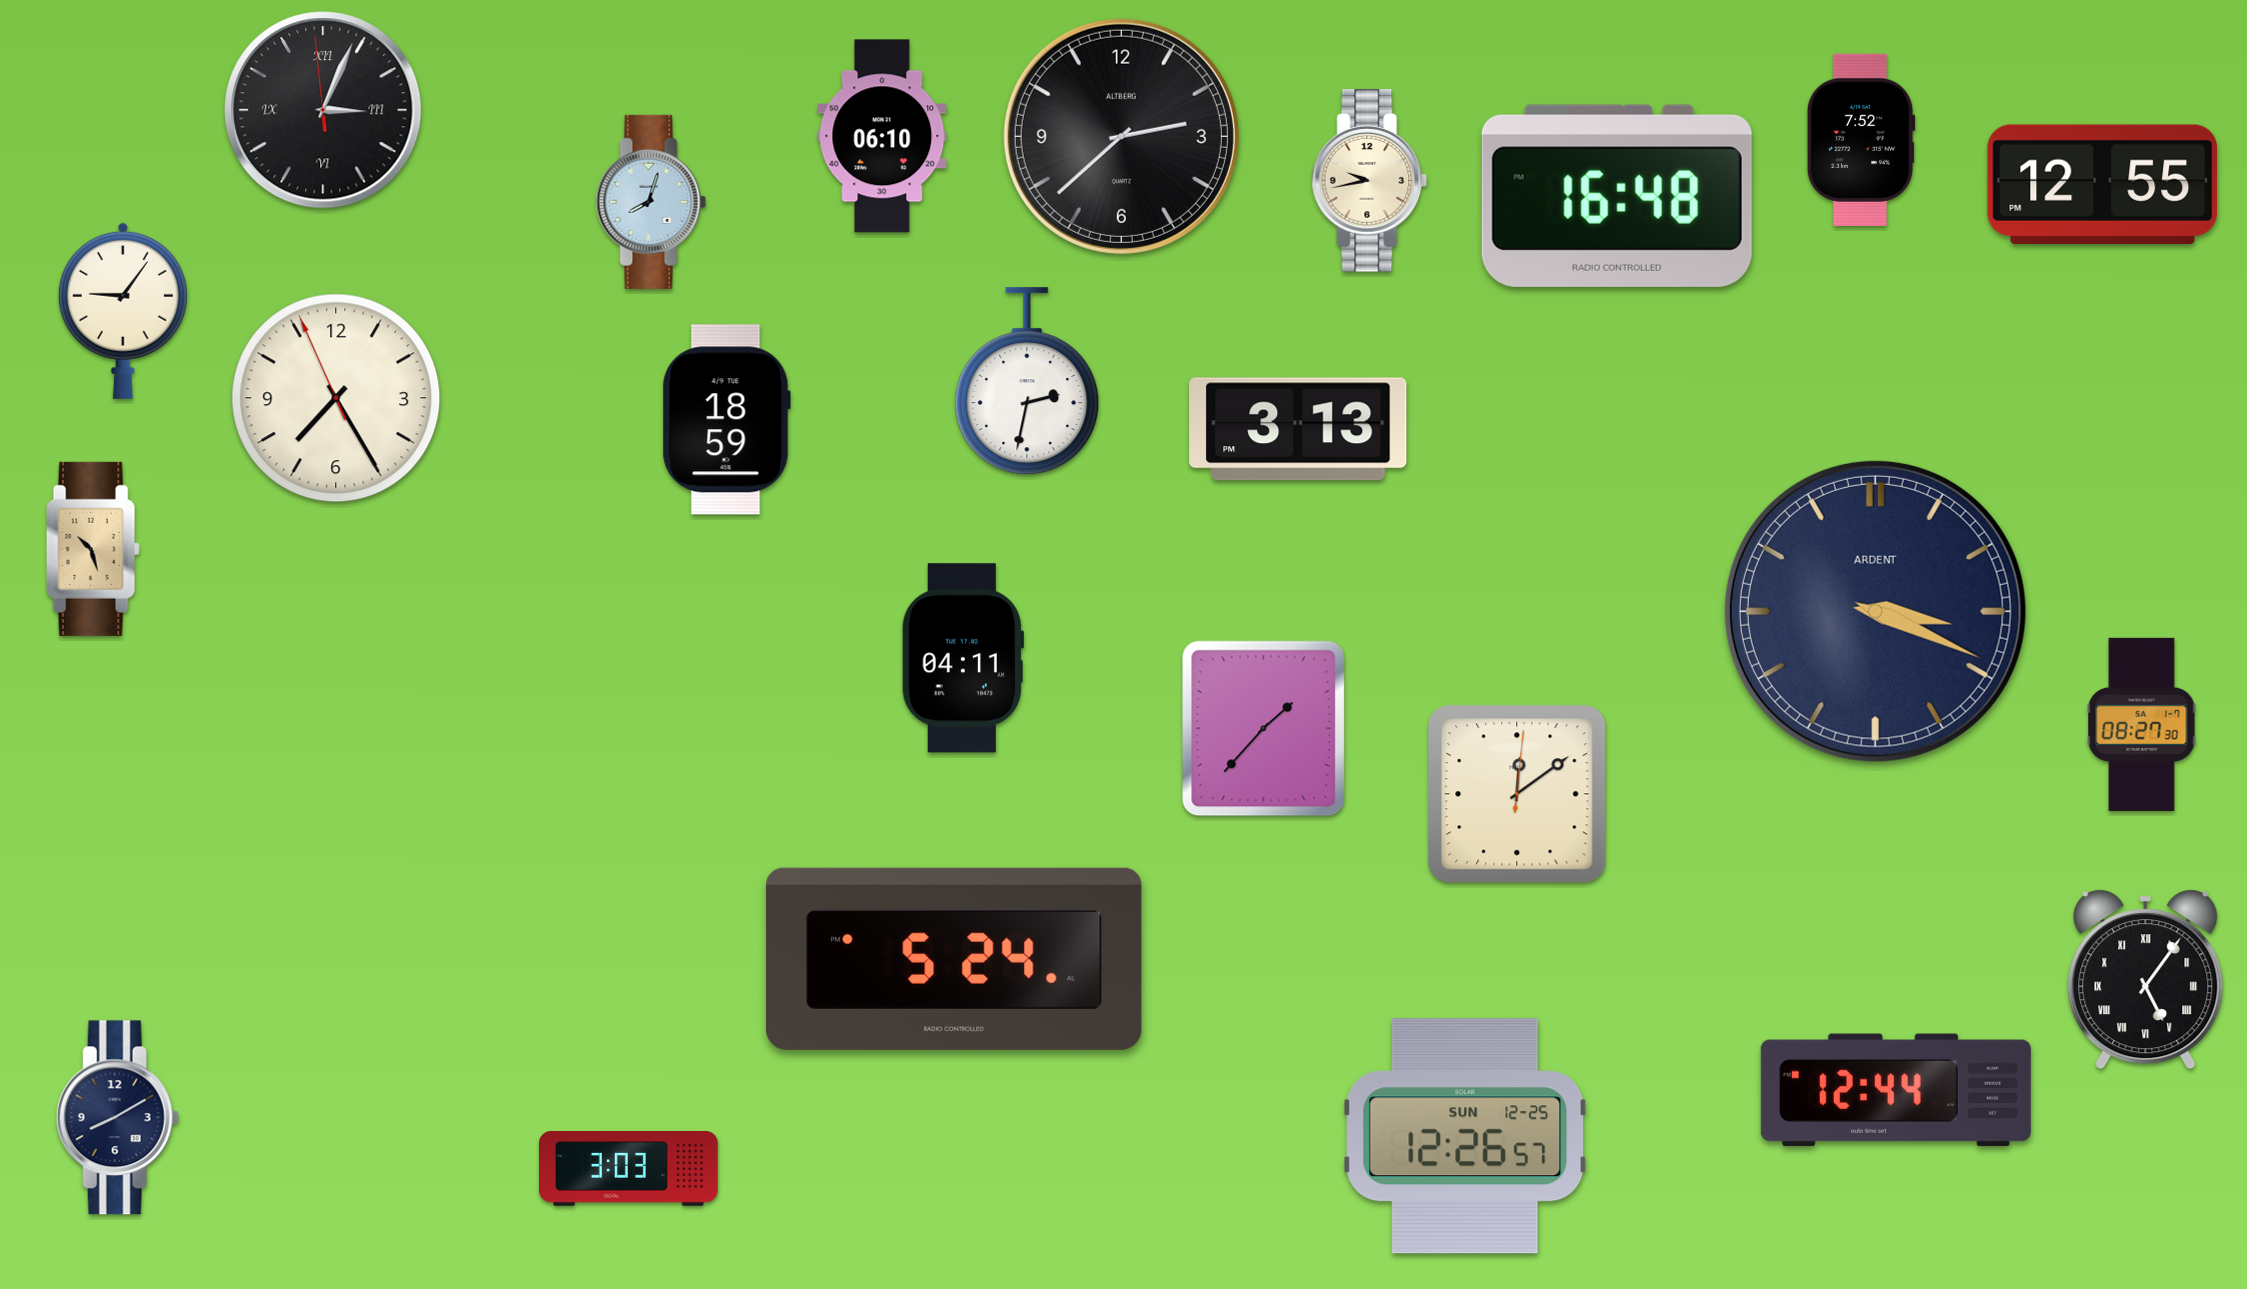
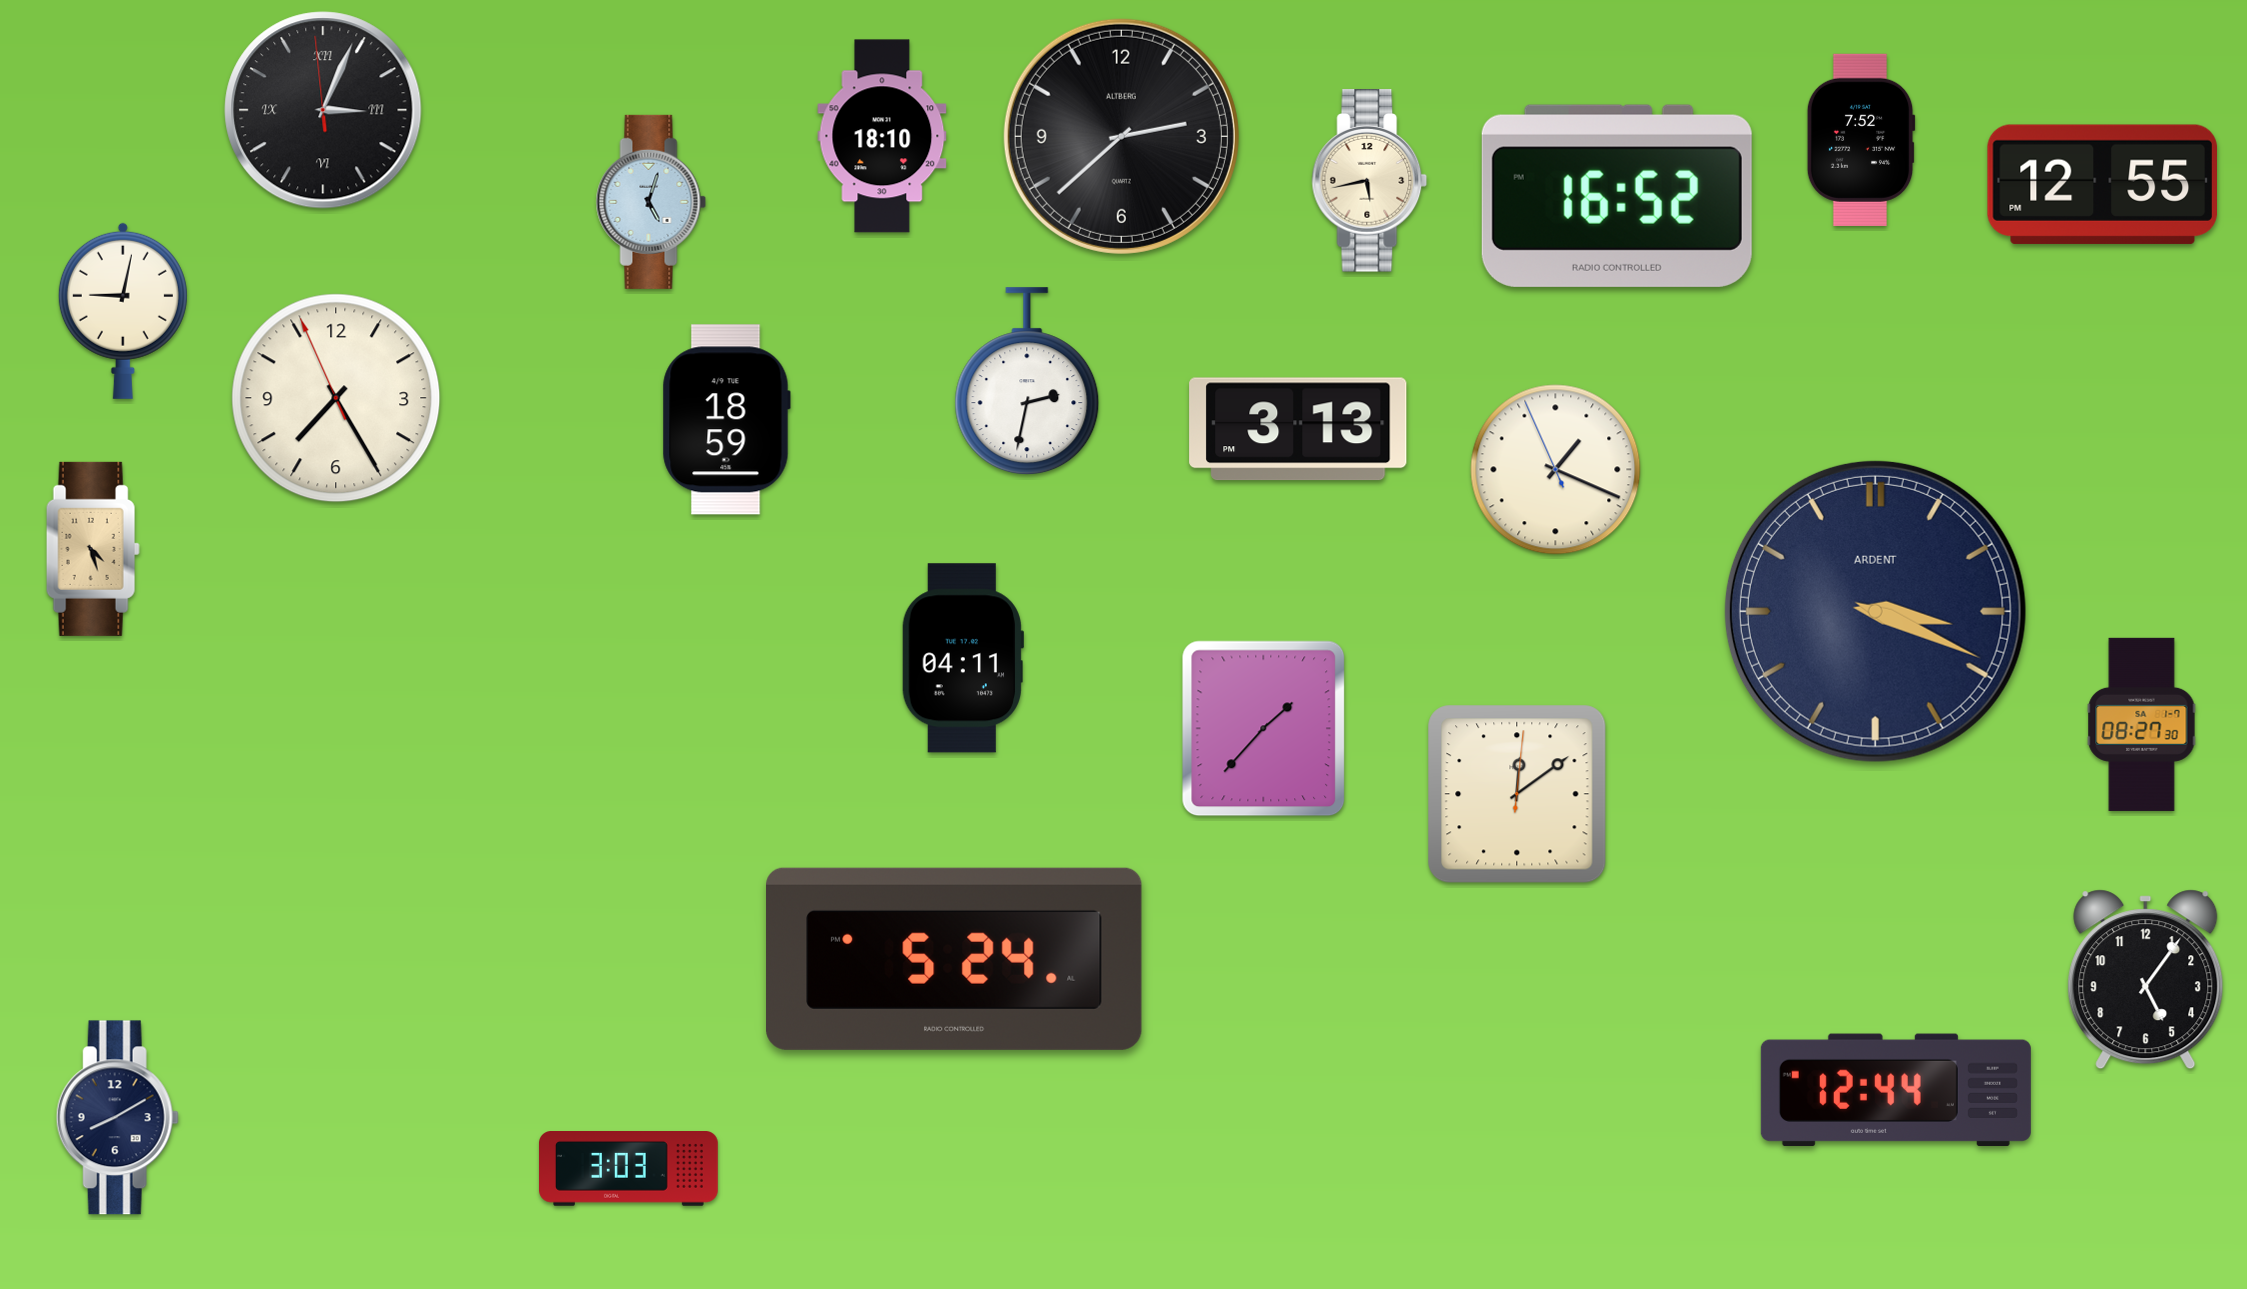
clock at (882, 136): 06:10 -> 18:10
clock at (1370, 181): 9:43 -> 5:43
clock at (1617, 196): 16:48 -> 16:52
clock at (651, 202): 8:03 -> 5:03
clock at (123, 311): 9:06 -> 9:02
clock at (1556, 470): none -> 1:18
clock at (93, 549): 10:27 -> 4:27
clock at (2146, 980) numerals: Roman -> Arabic
clock at (1465, 1136): 12:26 -> none
